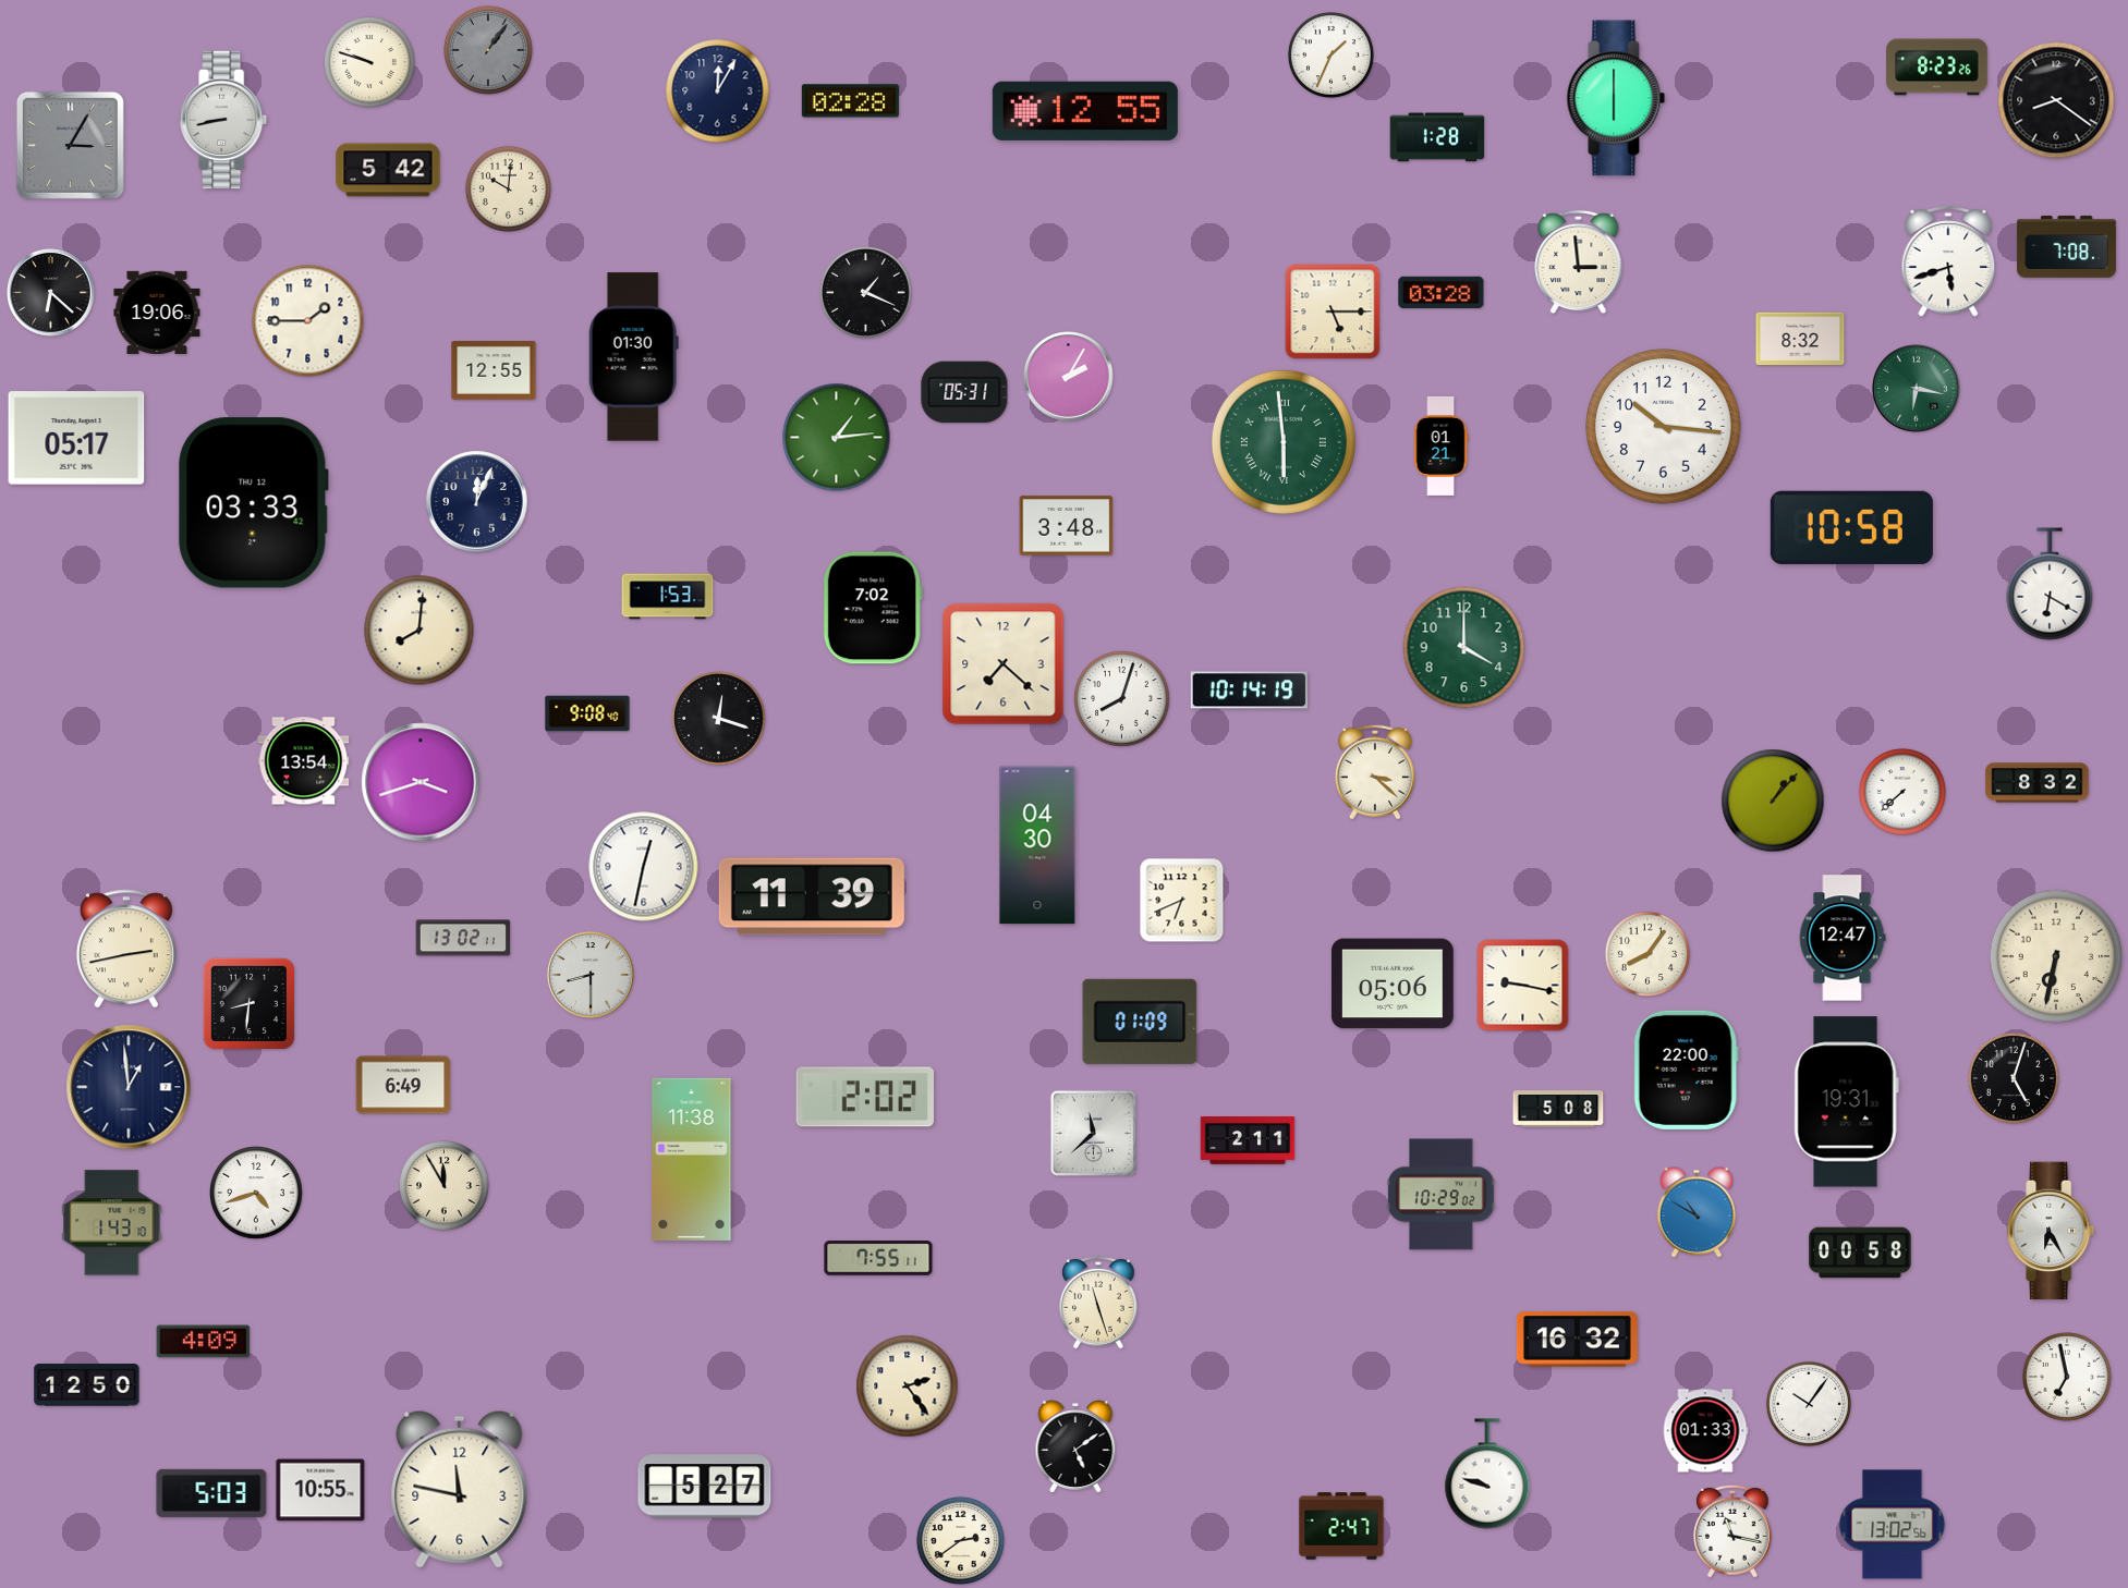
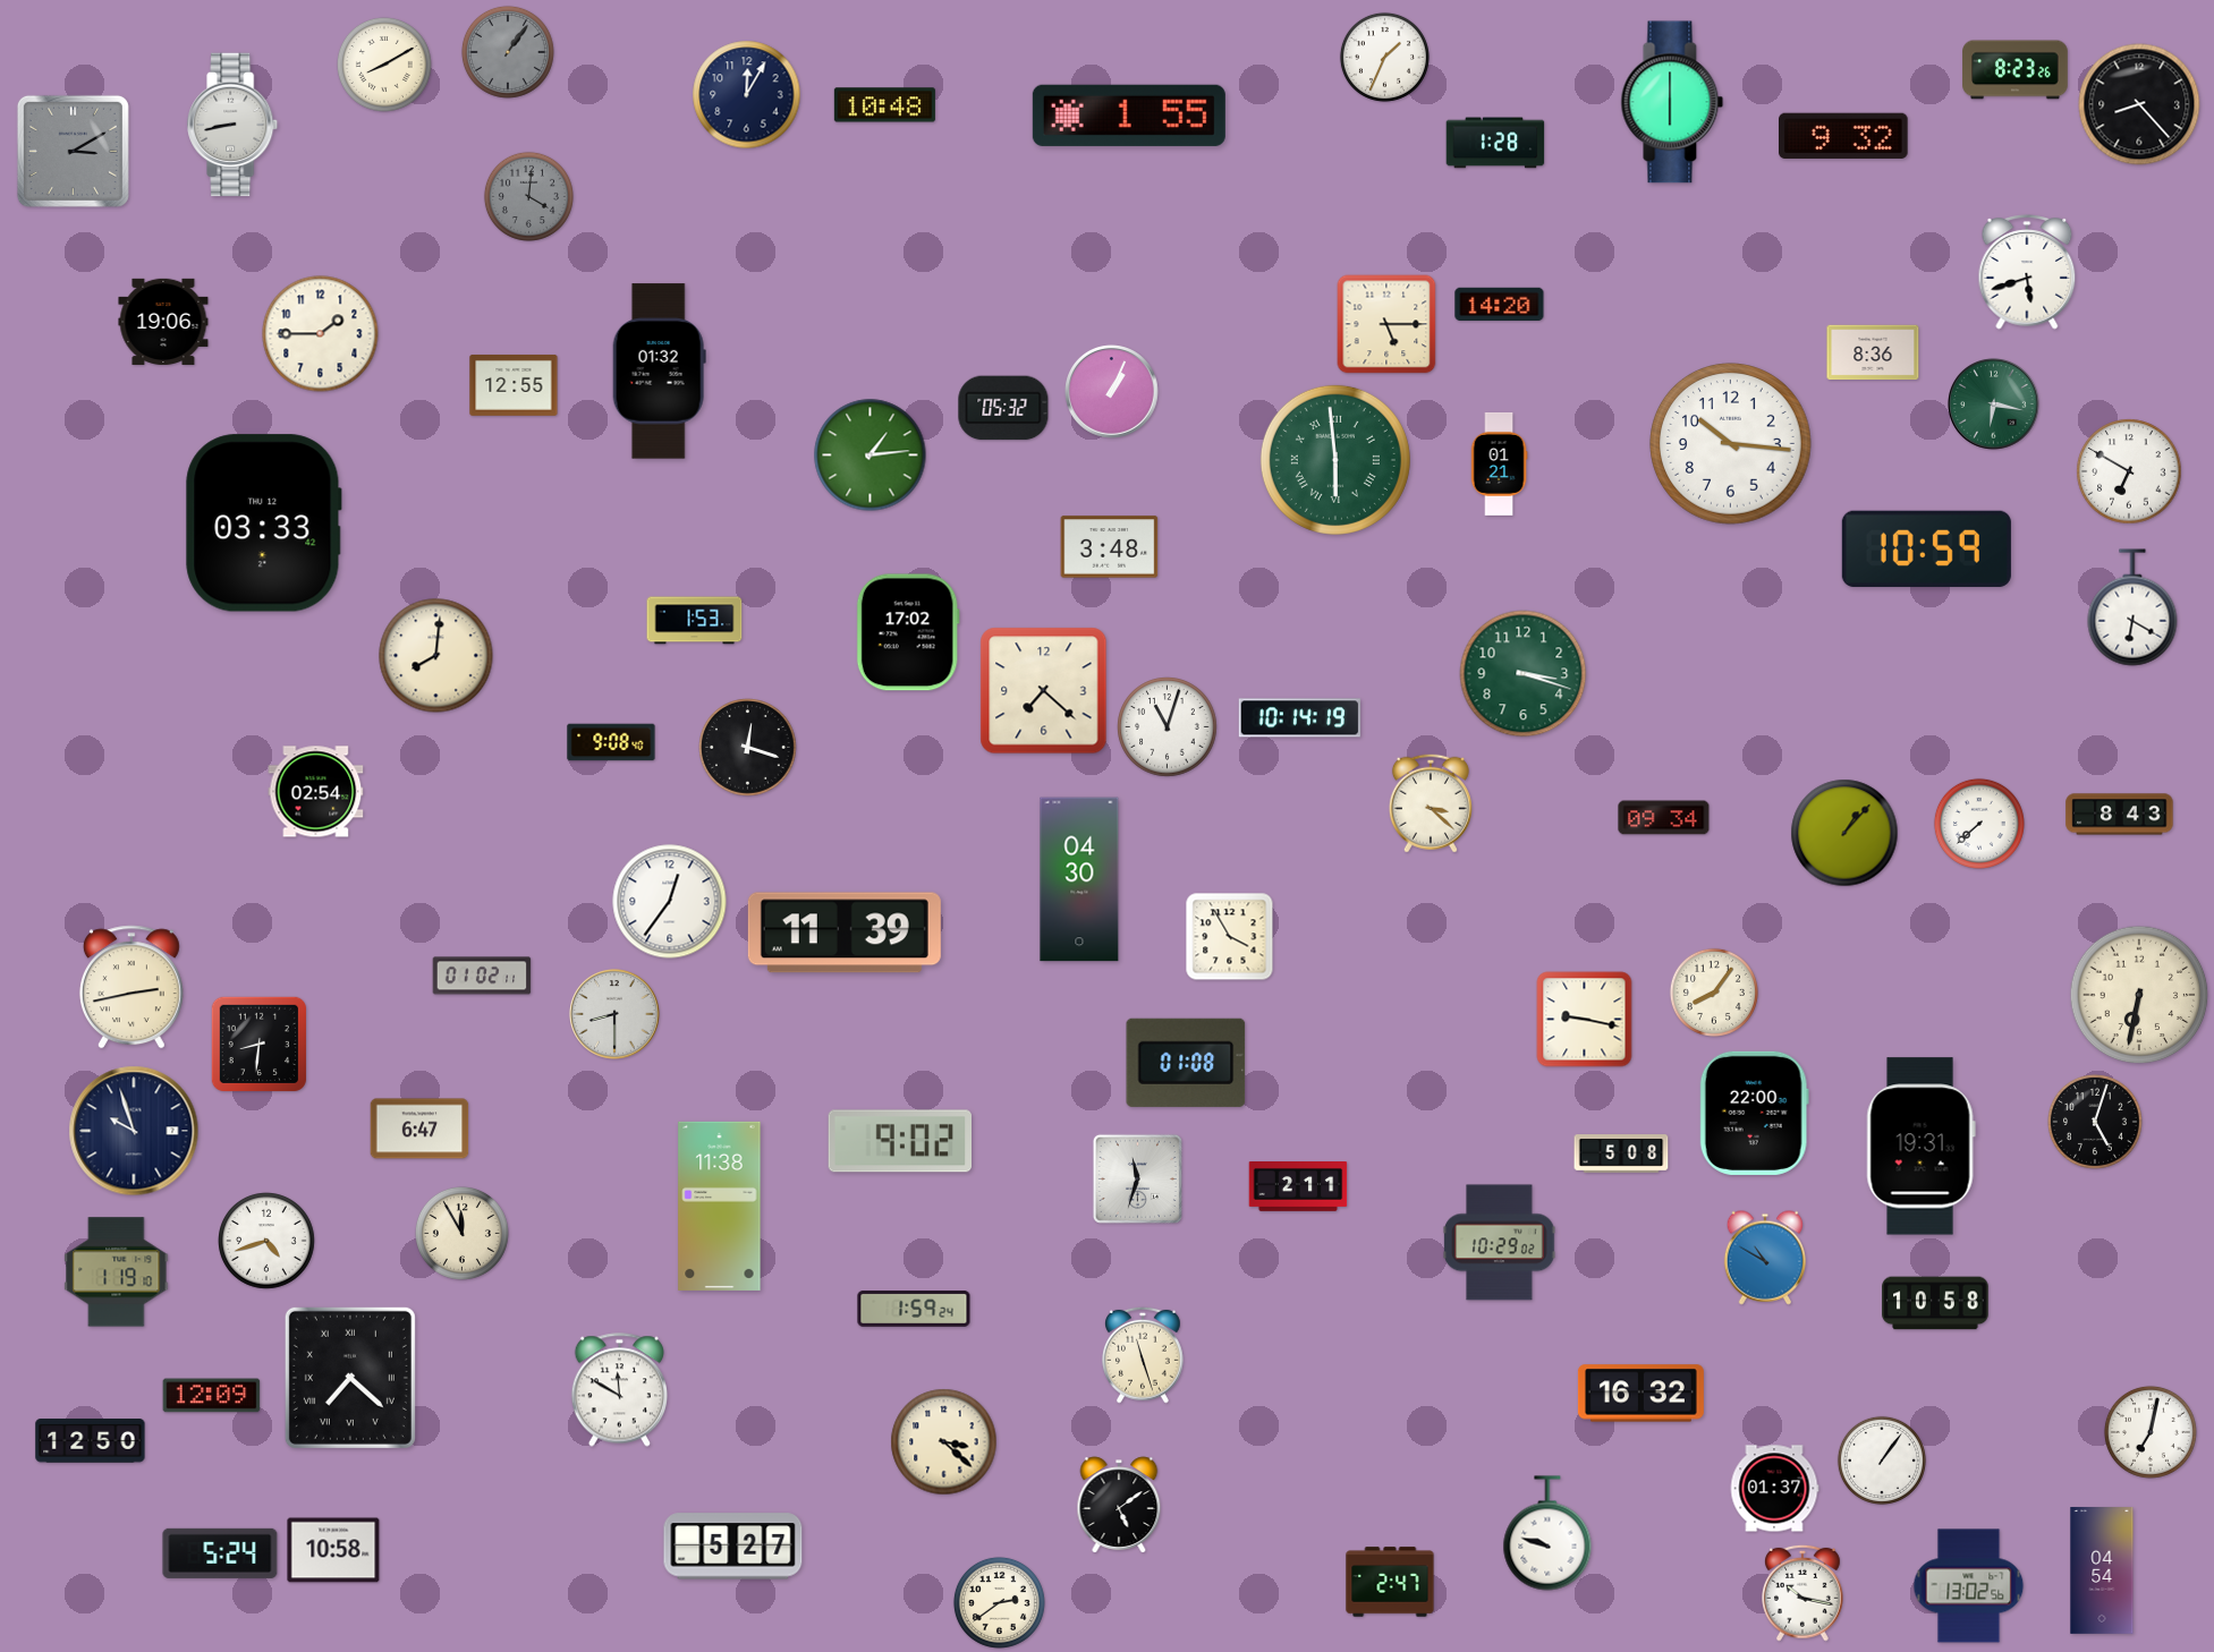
clock at (369, 62): 9:48 -> 8:10
clock at (1616, 98) position: (1616, 98) -> (1672, 102)
clock at (2056, 100): 8:21 -> 8:23
clock at (850, 101): 02:28 -> 10:48
clock at (1085, 111): 12:55 -> 1:55
clock at (1843, 135): none -> 9:32
clock at (70, 145): 3:05 -> 3:10
clock at (388, 170): 5:42 -> none
clock at (508, 188): 10:01 -> 4:01
clock at (508, 188) dial: cream -> grey
clock at (2066, 246): 7:08 -> none
clock at (1579, 262): 2:59 -> none
clock at (51, 293): 6:22 -> none
clock at (866, 293): 1:19 -> none
clock at (1442, 293): 03:28 -> 14:20
clock at (157, 313) position: (157, 313) -> (163, 322)
clock at (1800, 339): 8:32 -> 8:36
clock at (633, 357): 01:30 -> 01:32
clock at (1069, 377): 2:05 -> 1:04
clock at (964, 392): 05:31 -> 05:32
clock at (76, 438): 05:17 -> none
clock at (2129, 471): none -> 6:50
clock at (477, 502): 12:04 -> none
clock at (1851, 527): 10:58 -> 10:59
clock at (873, 608): 7:02 -> 17:02
clock at (1464, 648): 4:00 -> 3:18
clock at (1122, 699): 8:03 -> 11:03
clock at (304, 761): 13:54 -> 02:54
clock at (421, 782): 3:42 -> none
clock at (2038, 783): 8:32 -> 8:43
clock at (1664, 818): none -> 09:34
clock at (644, 867): 12:32 -> 12:36
clock at (1182, 901): 6:41 -> 3:55
clock at (463, 938): 13:02 -> 01:02
clock at (1843, 938): 12:47 -> none
clock at (1393, 984): 05:06 -> none
clock at (1523, 986) position: (1523, 986) -> (1585, 1020)
clock at (1140, 1022): 01:09 -> 01:08
clock at (403, 1085): 6:49 -> 6:47
clock at (129, 1087): 12:59 -> 9:57
clock at (865, 1097): 2:02 -> 9:02
clock at (1093, 1133): 11:38 -> 11:33
clock at (1695, 1212) position: (1695, 1212) -> (1764, 1258)
clock at (112, 1223): 1:43 -> 1:19
clock at (2052, 1231): 6:25 -> none
clock at (1860, 1253): 00:58 -> 10:58
clock at (878, 1258): 7:55 -> 1:59
clock at (350, 1378): none -> 7:22
clock at (619, 1390): none -> 11:50
clock at (204, 1342): 4:09 -> 12:09
clock at (2067, 1377): 6:58 -> 7:02
clock at (908, 1387): 2:24 -> 3:22
clock at (1809, 1404): 10:06 -> 1:06
clock at (1705, 1431): 01:33 -> 01:37
clock at (460, 1489): 11:47 -> none
clock at (320, 1490): 10:55 -> 10:58
clock at (211, 1493): 5:03 -> 5:24
clock at (2102, 1572): none -> 04:54
clock at (1341, 1526) position: (1341, 1526) -> (1390, 1582)
clock at (1734, 1531): 11:17 -> 10:17
